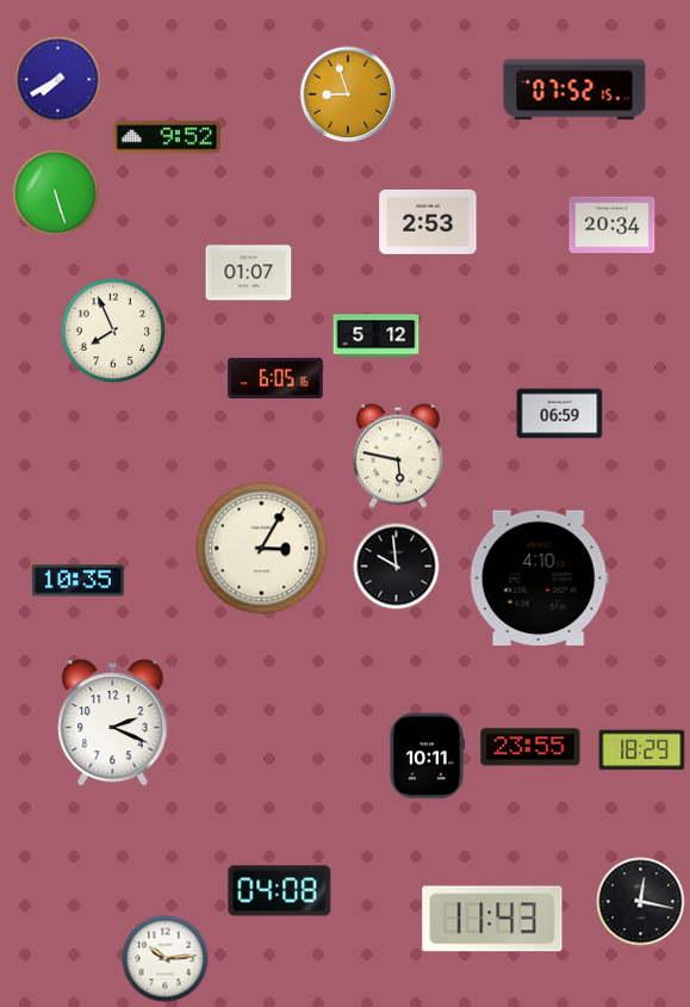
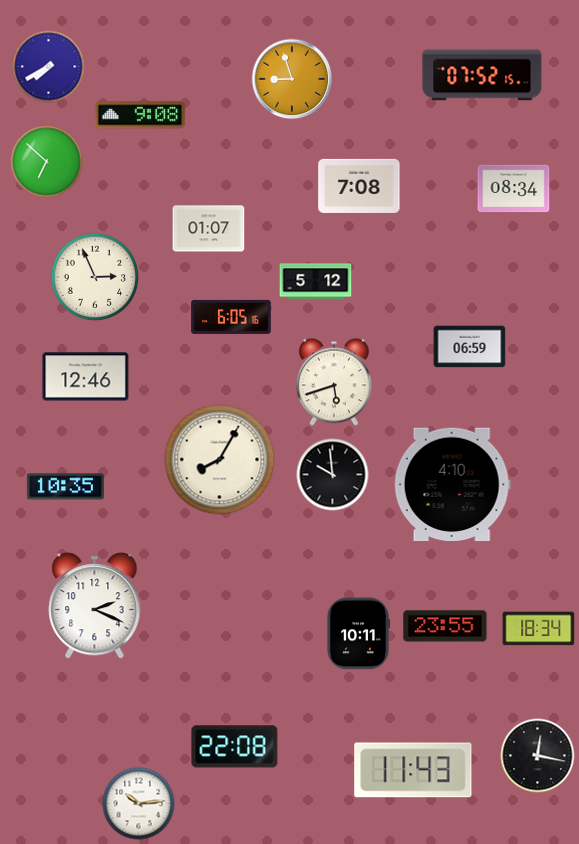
clock at (167, 137): 9:52 -> 9:08
clock at (56, 193): 5:27 -> 6:52
clock at (428, 222): 2:53 -> 7:08
clock at (613, 226): 20:34 -> 08:34
clock at (113, 330): 7:56 -> 2:56
clock at (86, 377): none -> 12:46
clock at (399, 456): 5:47 -> 5:42
clock at (262, 549): 3:05 -> 8:05
clock at (642, 750): 18:29 -> 18:34
clock at (280, 891): 04:08 -> 22:08
